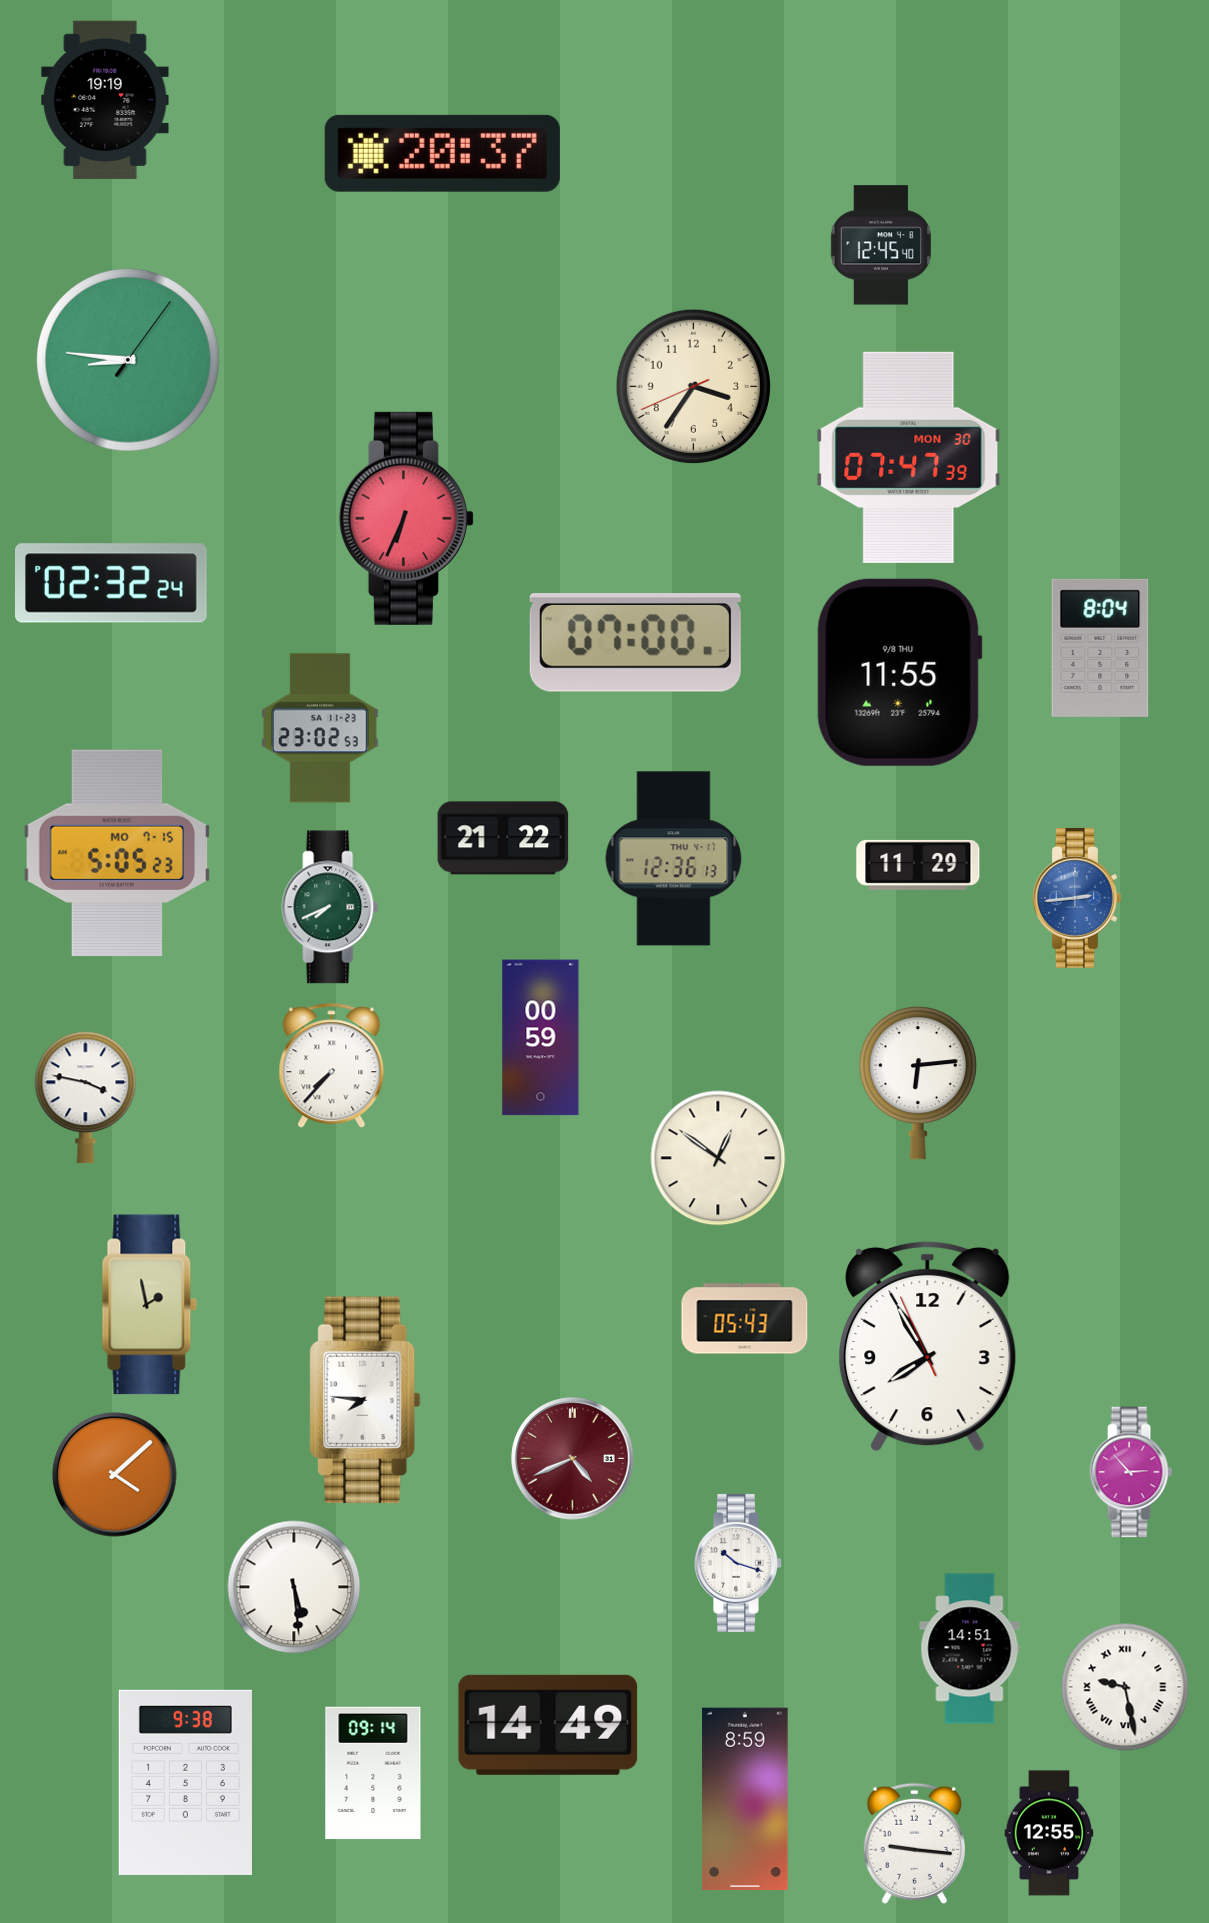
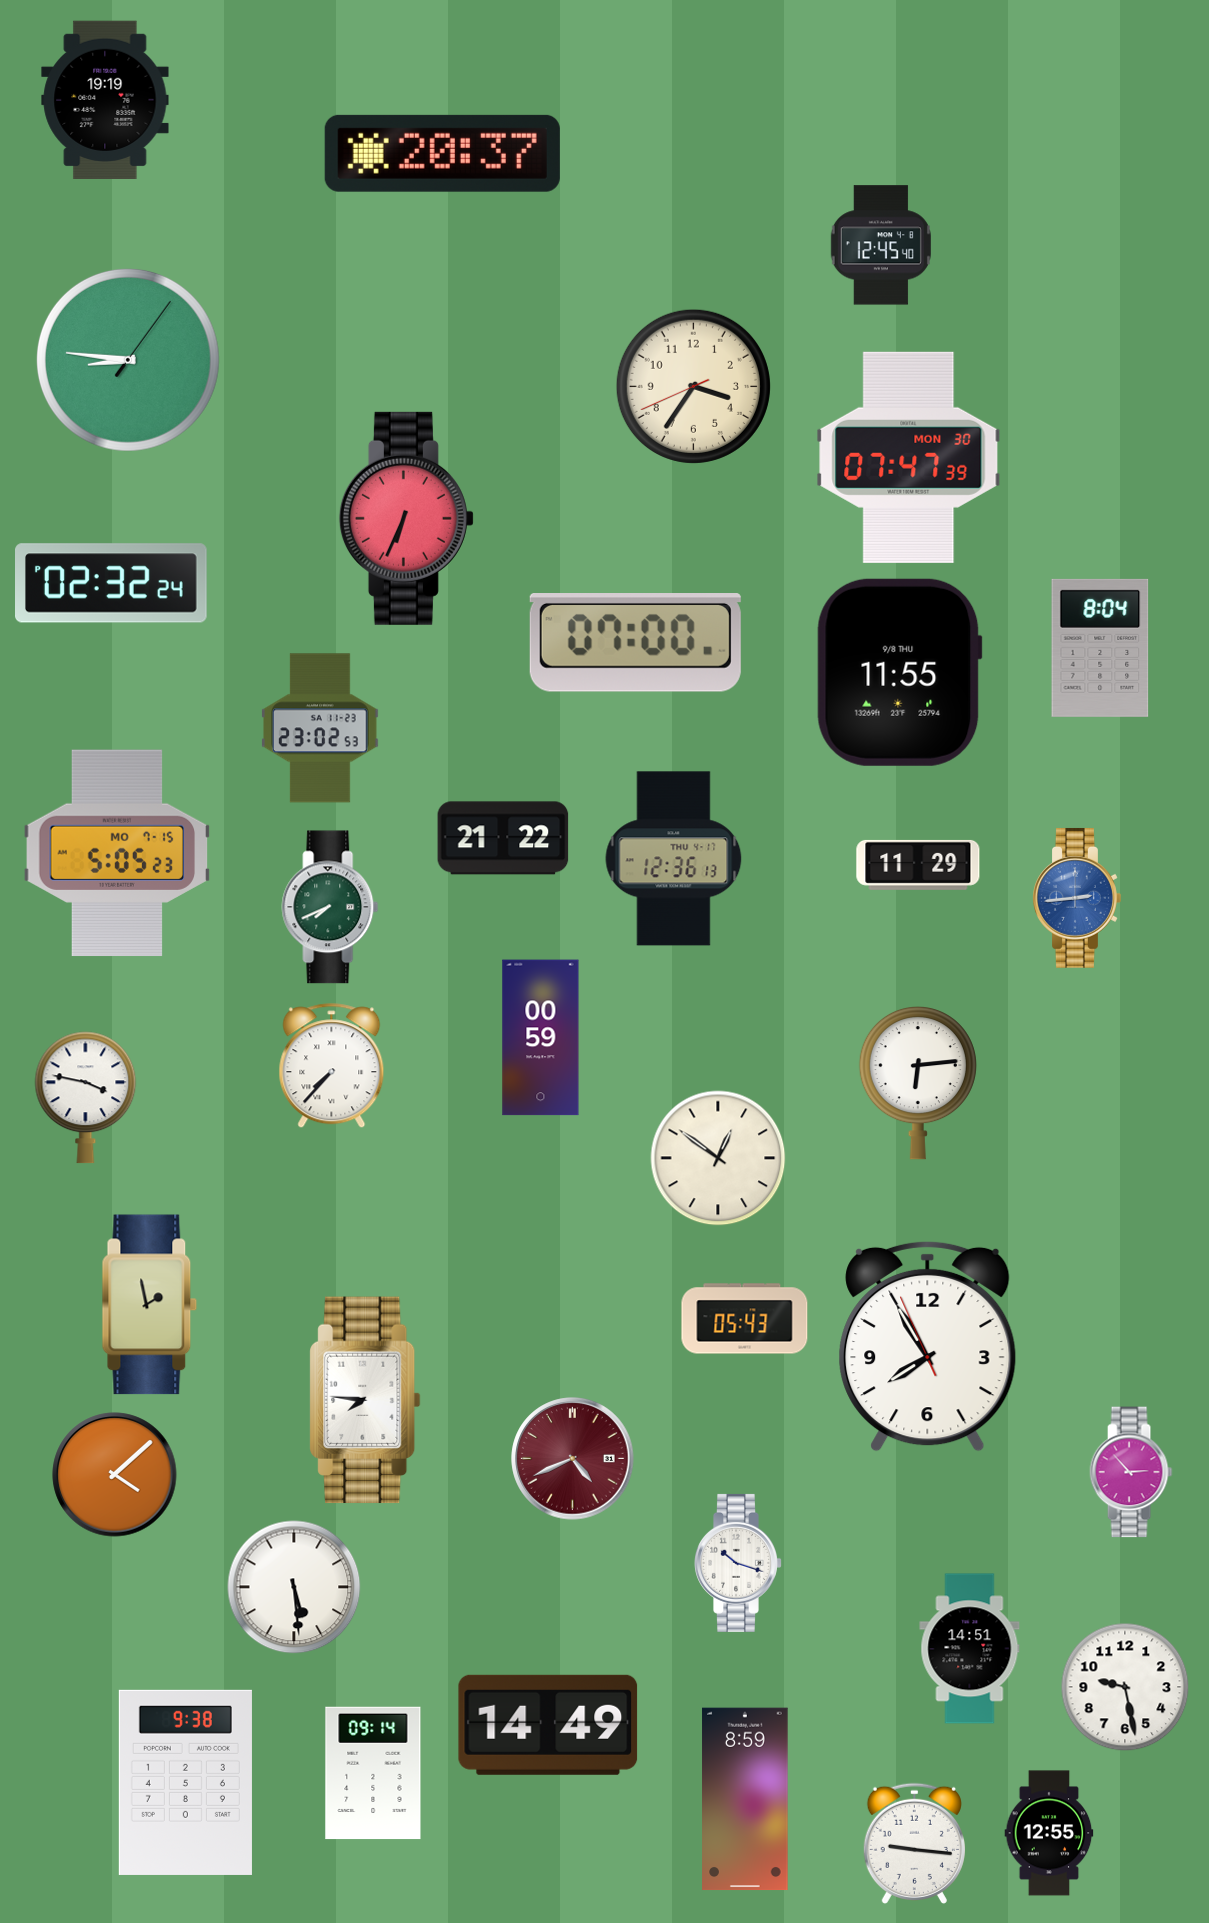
clock at (1125, 1687) numerals: Roman -> Arabic
